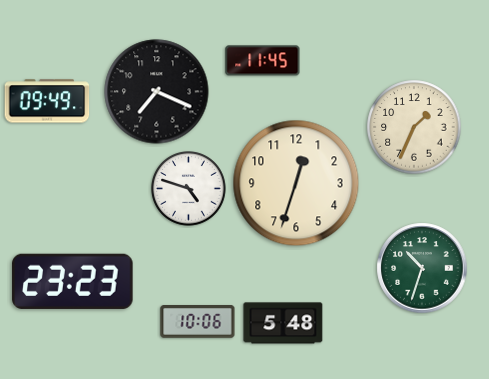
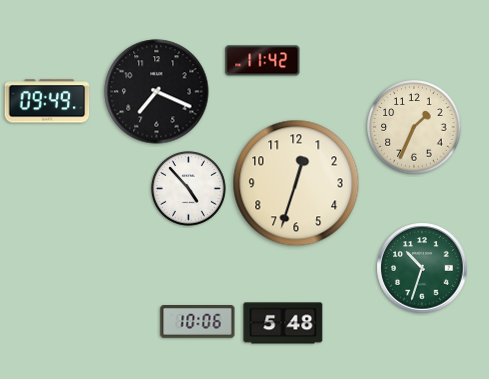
clock at (263, 61): 11:45 -> 11:42
clock at (189, 189): 4:48 -> 4:53
clock at (73, 281): 23:23 -> none
